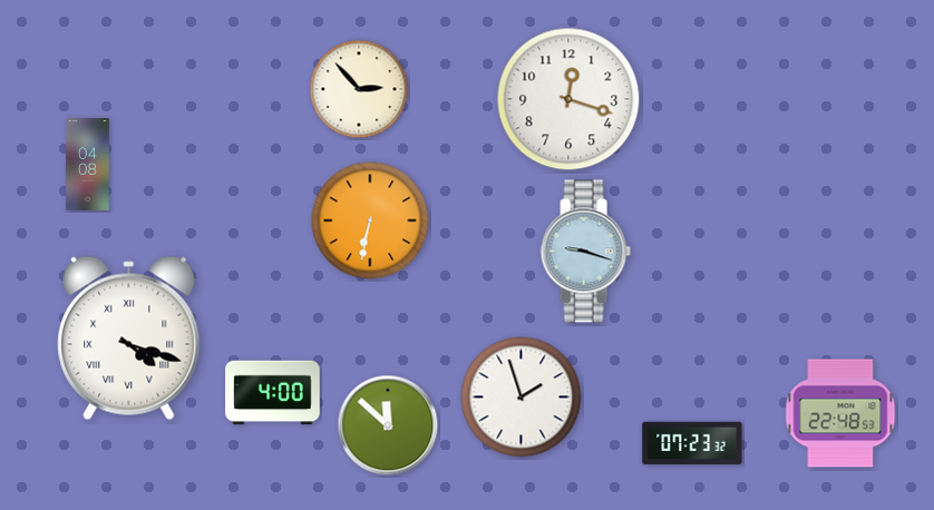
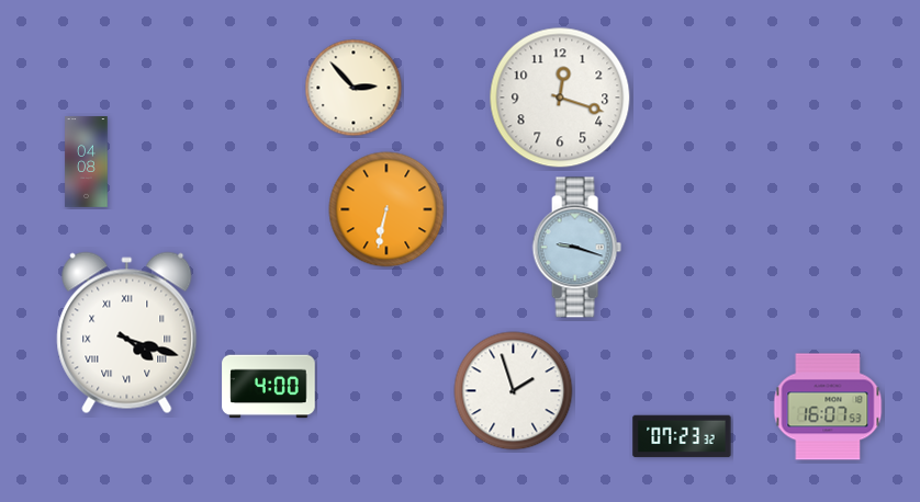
clock at (370, 220) position: (370, 220) -> (386, 209)
clock at (840, 413): 22:48 -> 16:07
clock at (388, 425): 11:52 -> none
